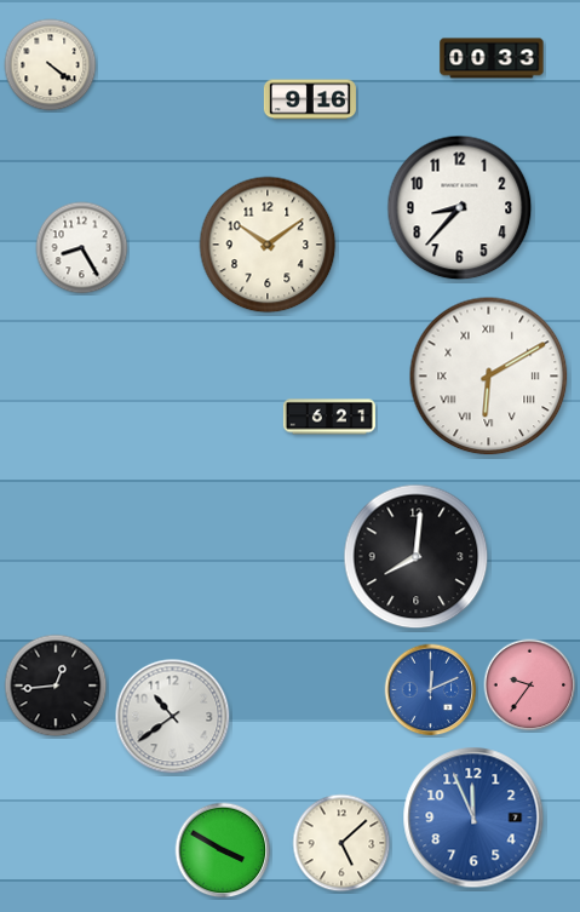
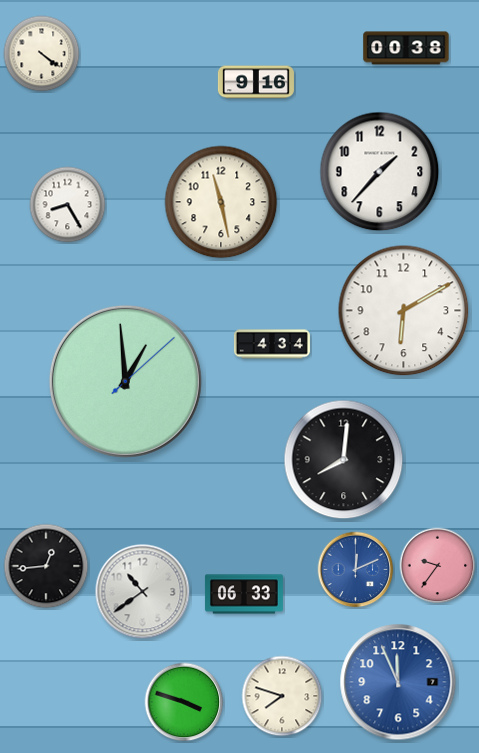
clock at (492, 58): 00:33 -> 00:38
clock at (460, 208): 8:37 -> 1:37
clock at (268, 245): 10:09 -> 11:28
clock at (489, 377) numerals: Roman -> Arabic
clock at (329, 417): 6:21 -> 4:34
clock at (125, 381): none -> 12:59
clock at (244, 594): none -> 06:33
clock at (473, 818) position: (473, 818) -> (398, 682)
clock at (341, 843): 5:08 -> 7:48
clock at (223, 850): 3:50 -> 3:48
